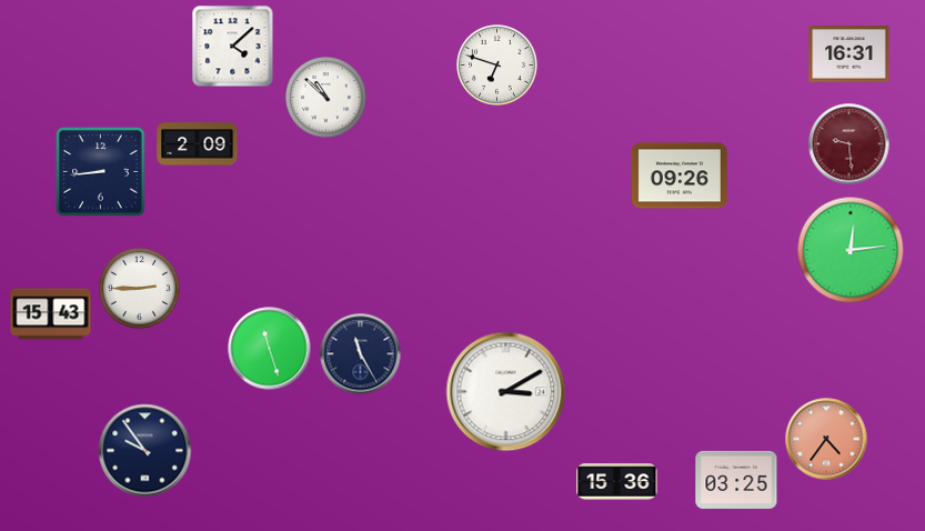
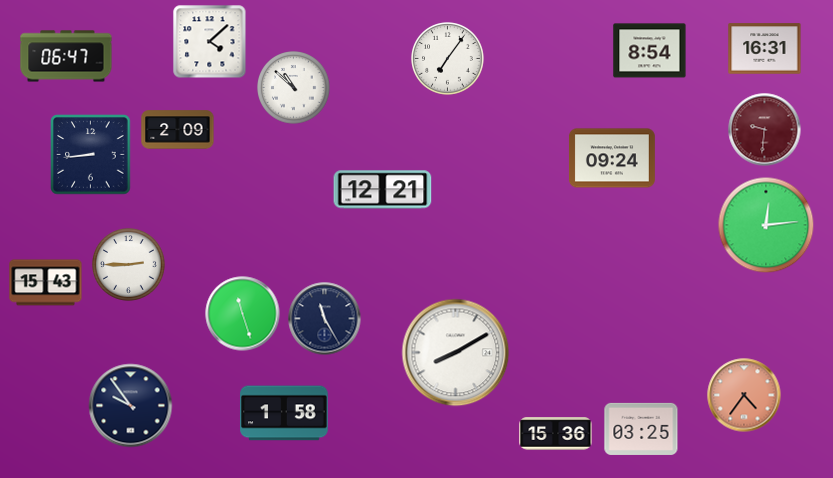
clock at (650, 51): none -> 8:54
clock at (66, 56): none -> 06:47
clock at (497, 66): 6:48 -> 7:06
clock at (849, 144): 9:29 -> 9:31
clock at (680, 176): 09:26 -> 09:24
clock at (383, 190): none -> 12:21
clock at (140, 289) position: (140, 289) -> (129, 265)
clock at (506, 392): 3:10 -> 8:10
clock at (284, 413): none -> 1:58
clock at (736, 480) position: (736, 480) -> (641, 429)
